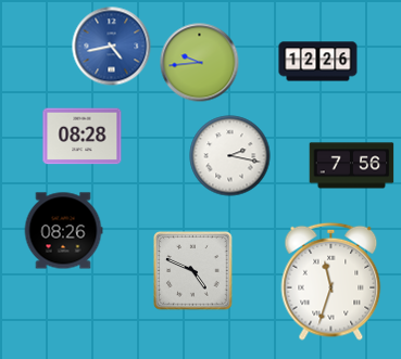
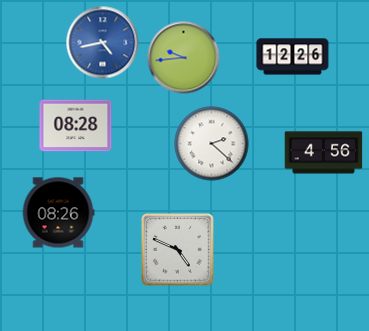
clock at (230, 156): 2:17 -> 2:22
clock at (352, 166): 7:56 -> 4:56
clock at (331, 281): 11:33 -> none
